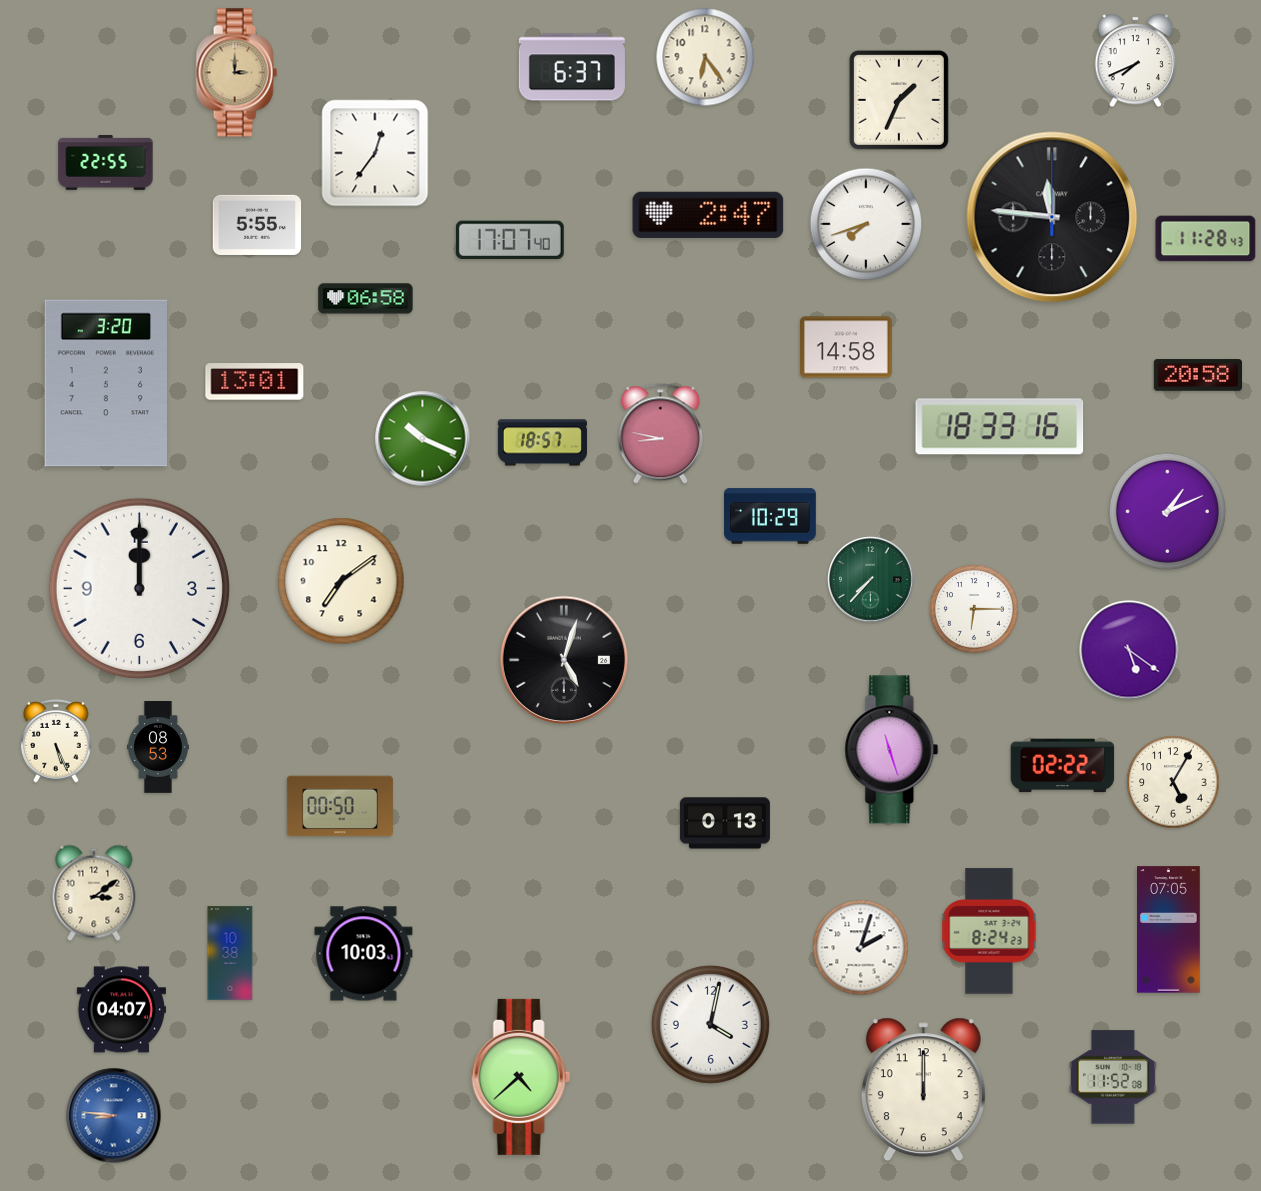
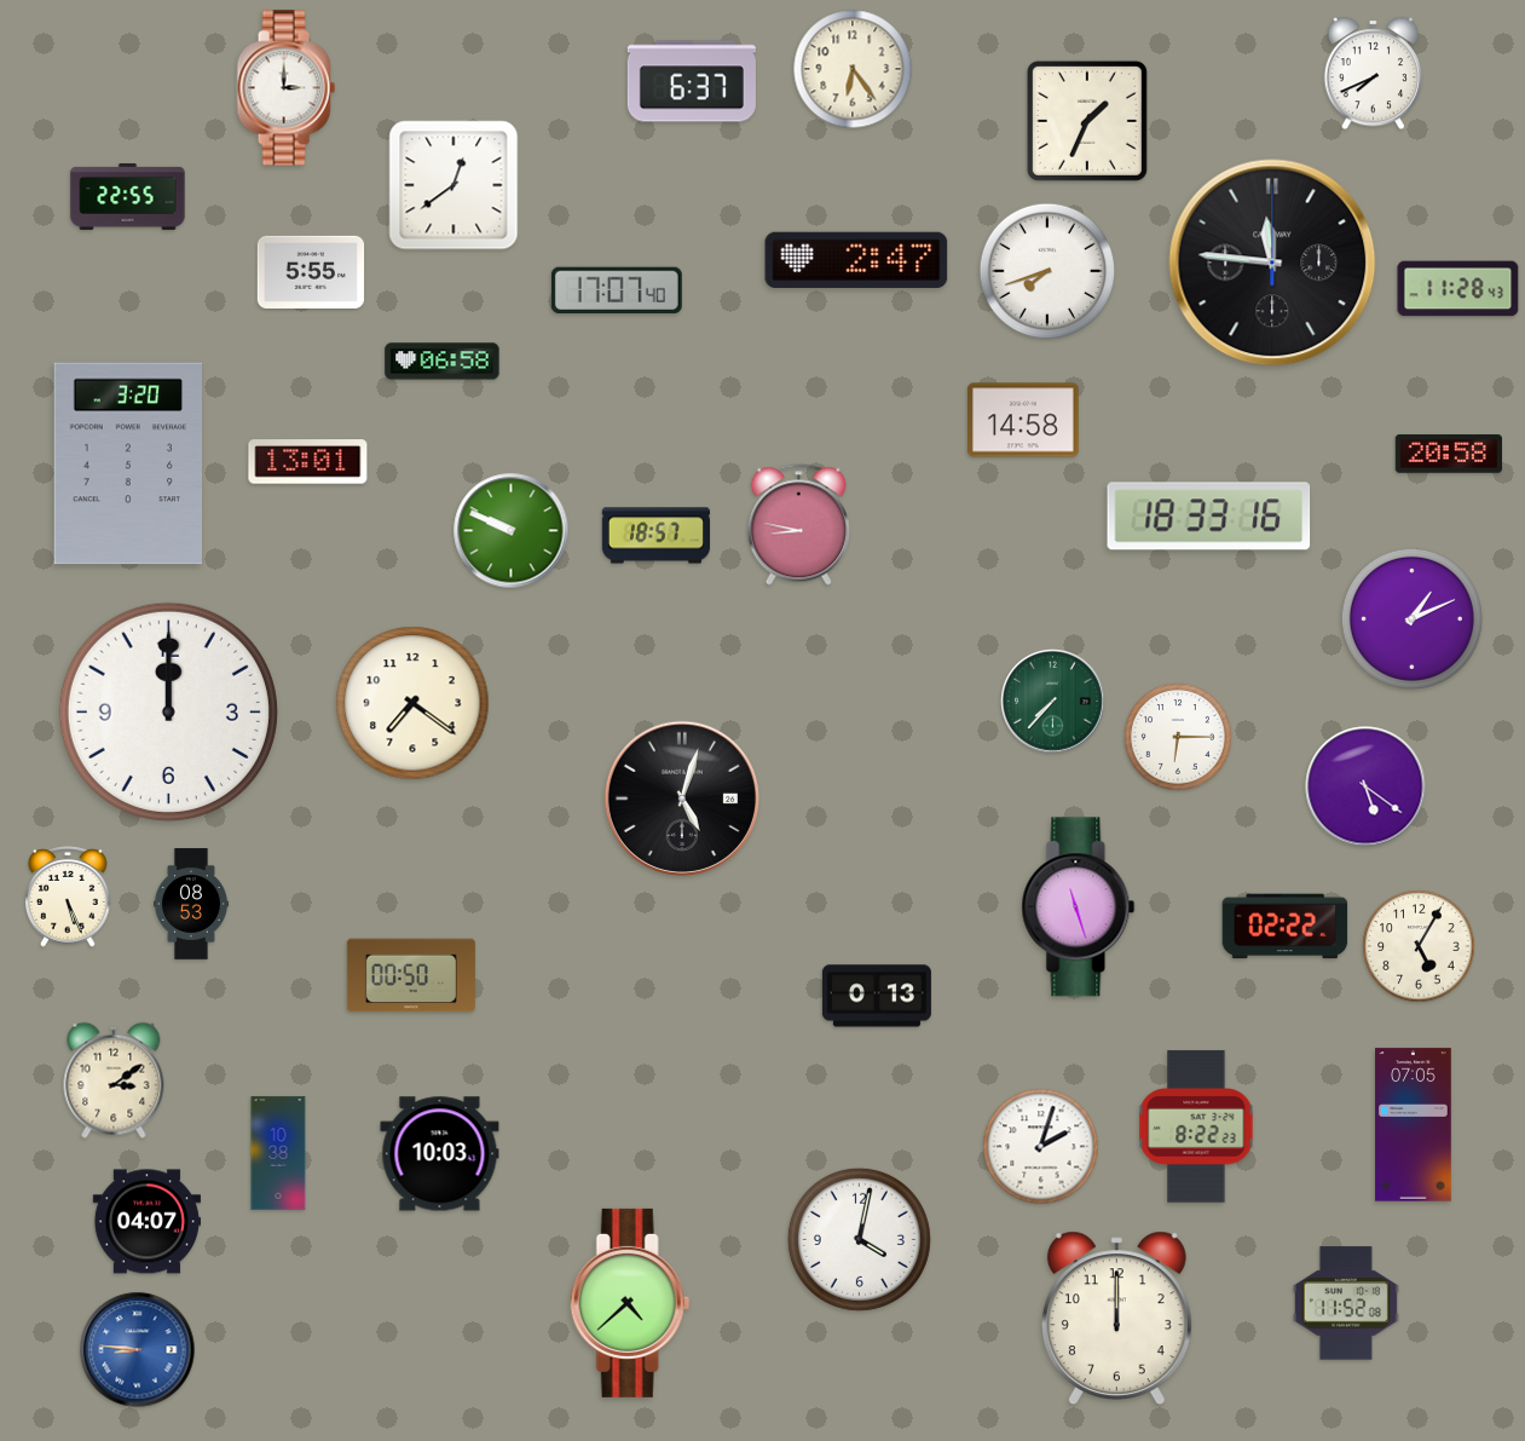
clock at (236, 73) dial: champagne -> white
clock at (375, 153): 12:36 -> 12:39
clock at (423, 439): 10:19 -> 9:49
clock at (770, 516): 10:29 -> none
clock at (341, 581): 7:09 -> 7:21
clock at (989, 931): 8:24 -> 8:22
